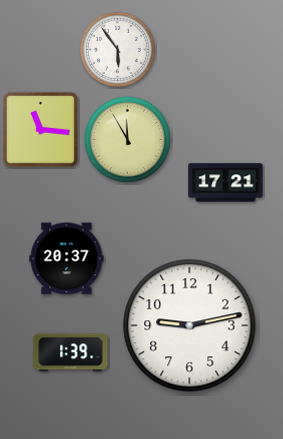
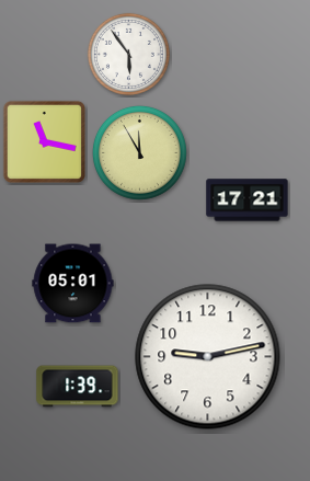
clock at (40, 129): 11:16 -> 11:17
clock at (67, 259): 20:37 -> 05:01
